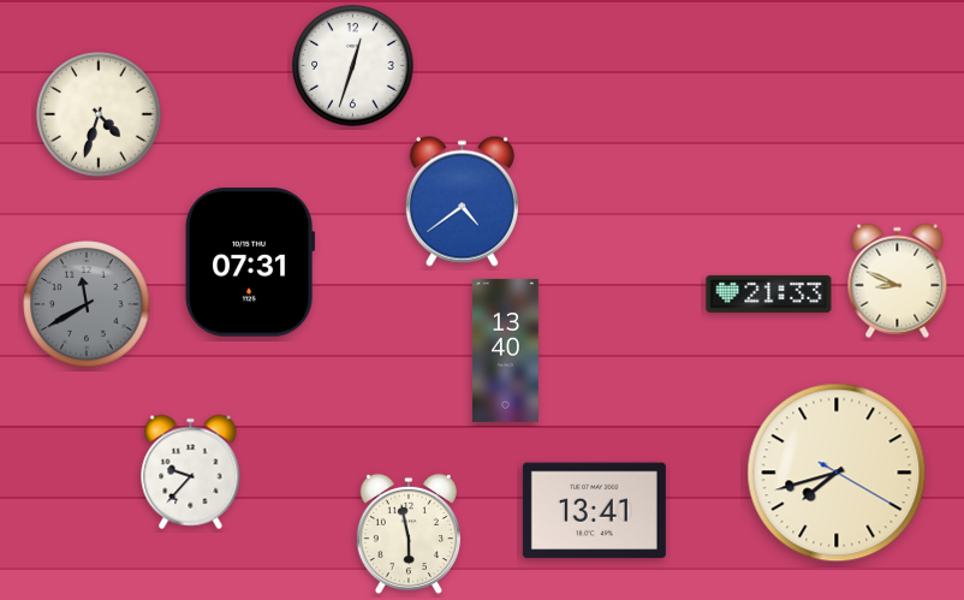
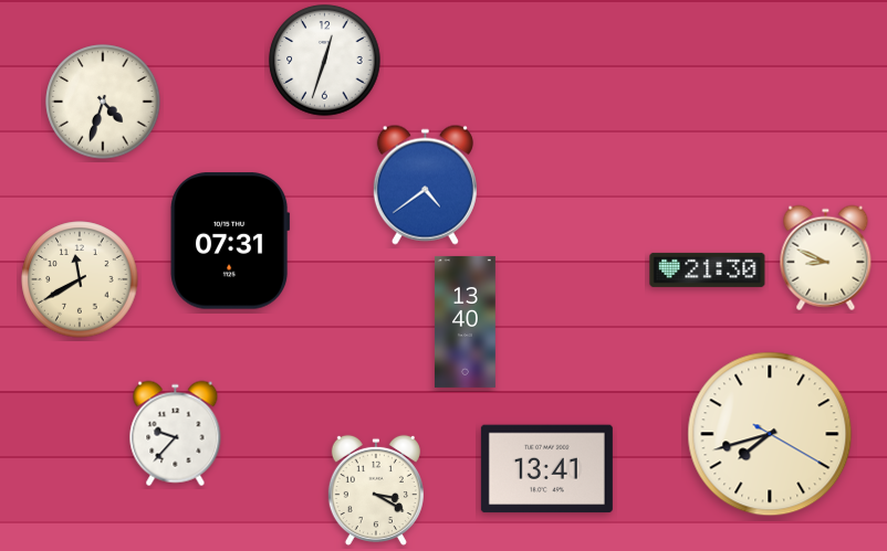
clock at (99, 114) position: (99, 114) -> (103, 102)
clock at (769, 293): 21:33 -> 21:30
clock at (87, 304) dial: grey -> cream
clock at (409, 534): 5:58 -> 3:20
